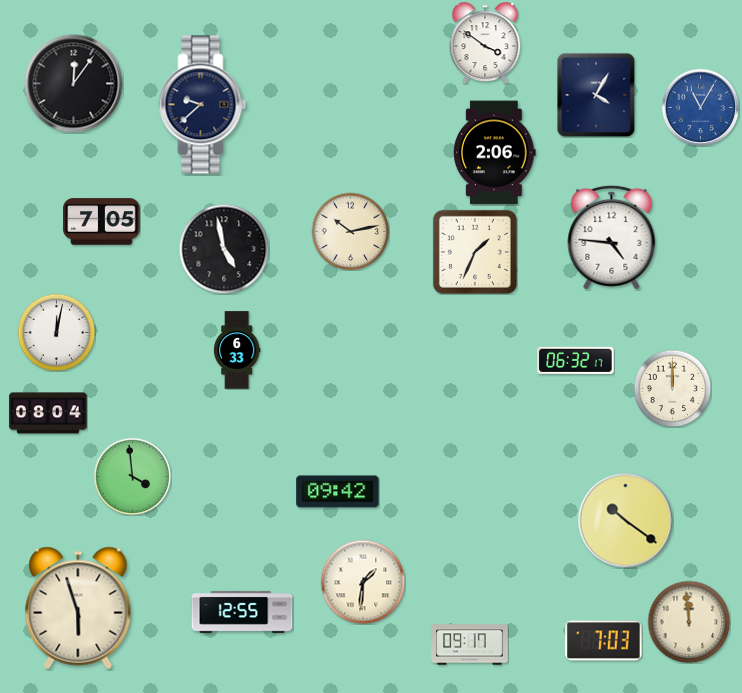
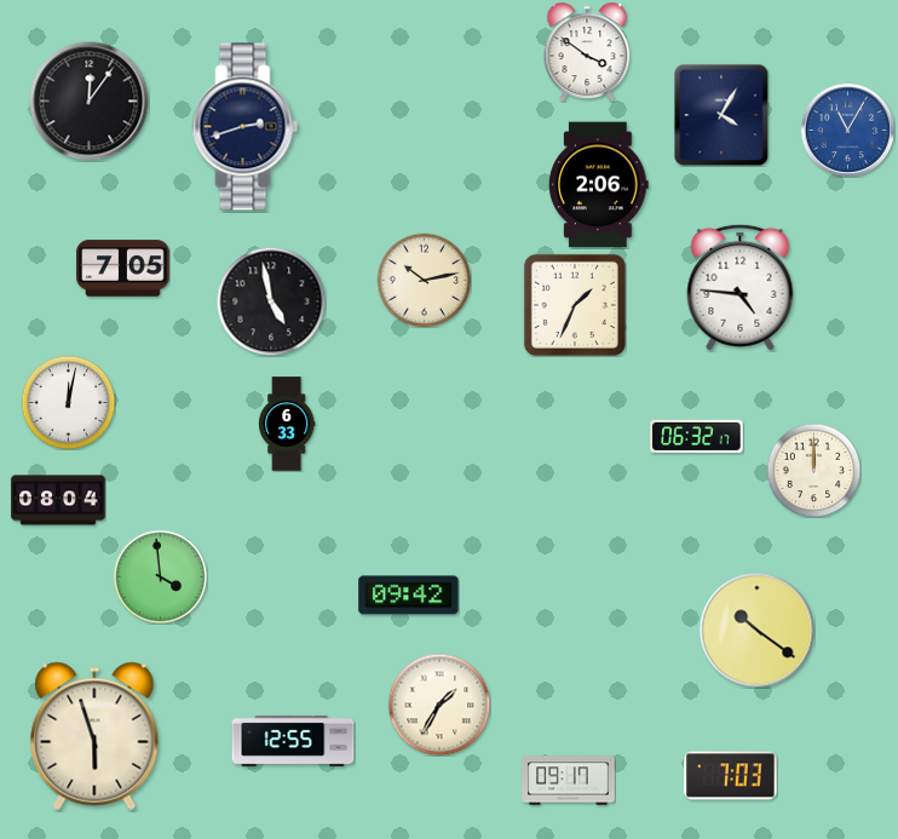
clock at (203, 105): 9:38 -> 2:42
clock at (363, 582): 1:31 -> 1:35
clock at (689, 622): 11:59 -> none
